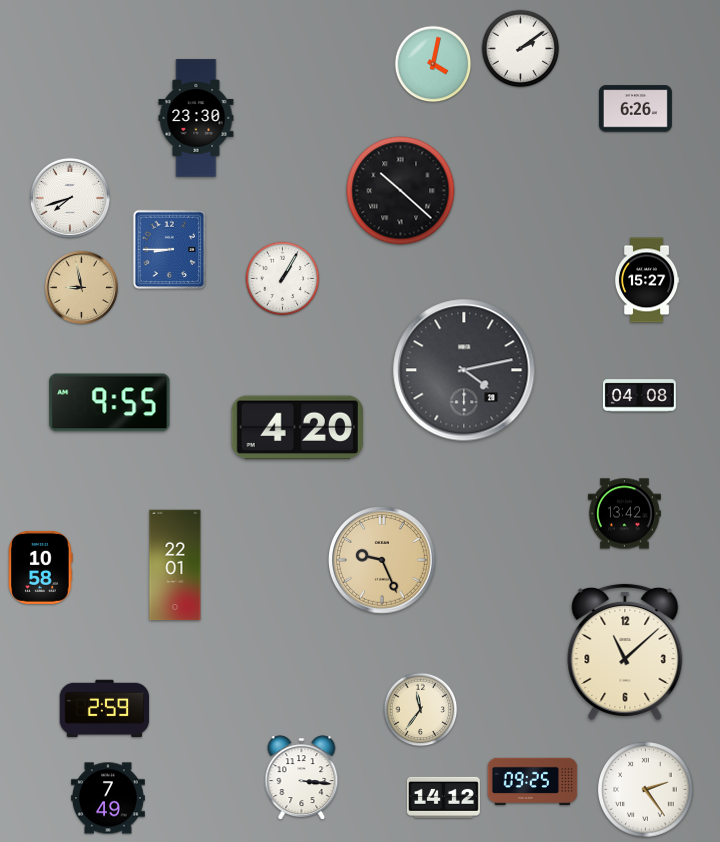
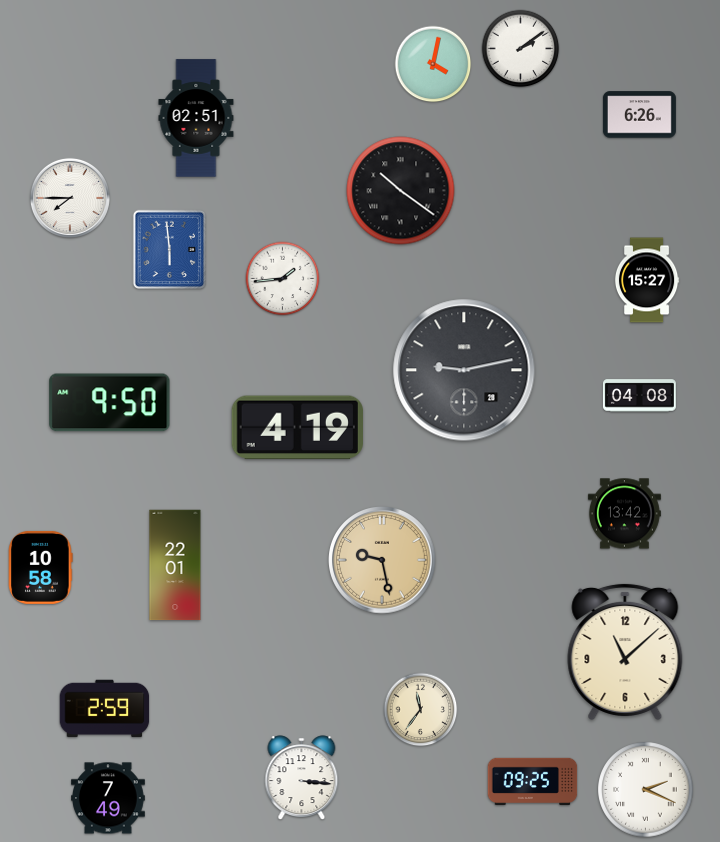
clock at (635, 109) position: (635, 109) -> (639, 115)
clock at (196, 118): 23:30 -> 02:51
clock at (401, 191): 10:22 -> 10:21
clock at (70, 198): 7:42 -> 7:45
clock at (170, 250): 8:45 -> 5:59
clock at (283, 279): 1:05 -> 1:44
clock at (81, 287): 8:58 -> none
clock at (464, 370): 4:13 -> 9:13
clock at (110, 403): 9:55 -> 9:50
clock at (297, 428): 4:20 -> 4:19
clock at (382, 560): 9:26 -> 9:28
clock at (646, 790): 2:24 -> 2:19
clock at (443, 797): 14:12 -> none
